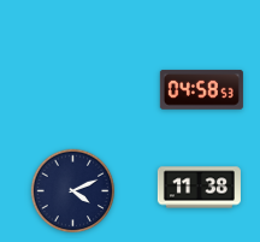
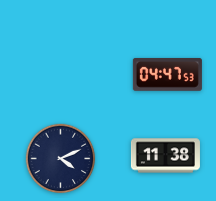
clock at (201, 89): 04:58 -> 04:47
